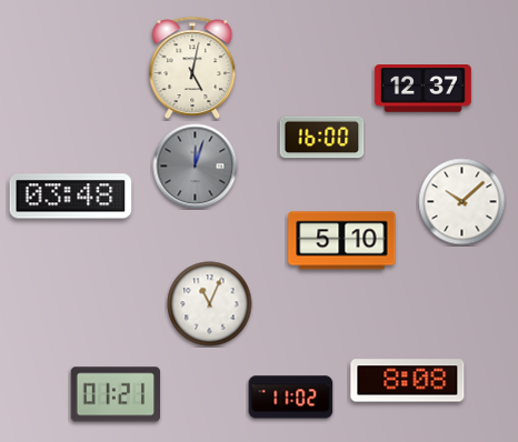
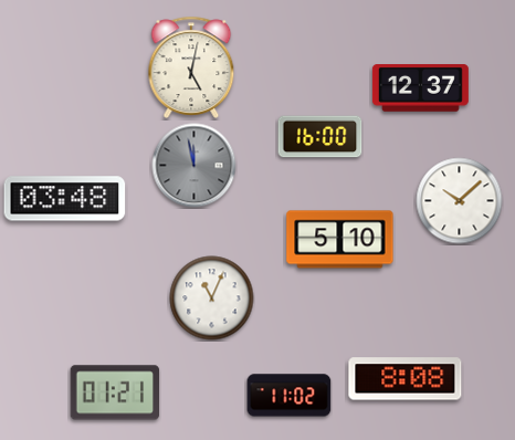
clock at (196, 167): 12:03 -> 11:58
clock at (71, 197) position: (71, 197) -> (65, 199)
clock at (210, 304) position: (210, 304) -> (212, 298)
